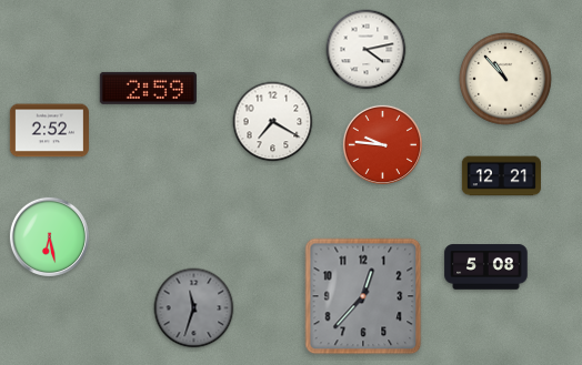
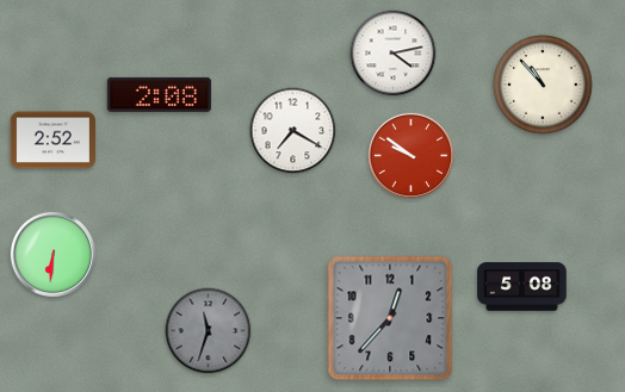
clock at (148, 88): 2:59 -> 2:08
clock at (382, 144): 9:46 -> 9:51
clock at (501, 176): 12:21 -> none
clock at (49, 236): 6:28 -> 6:31
